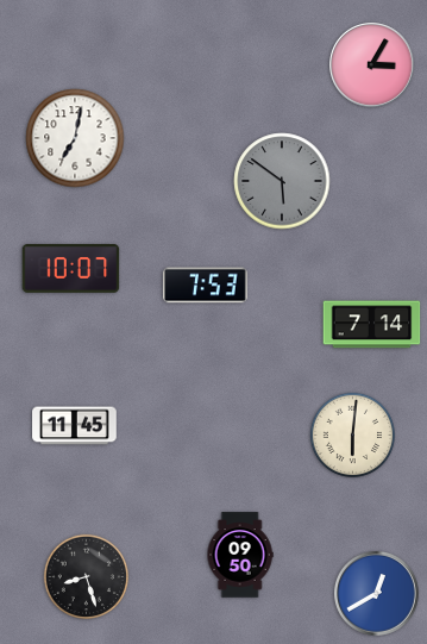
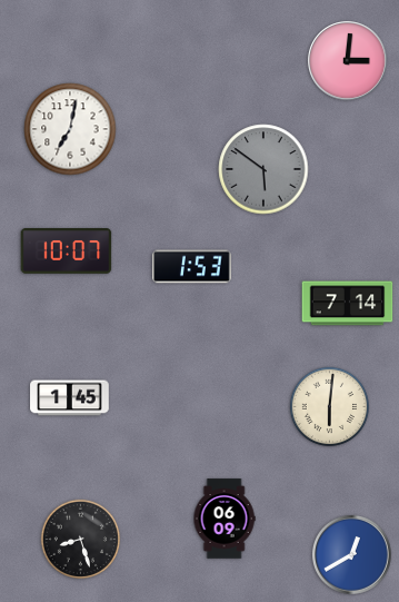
clock at (372, 65): 3:05 -> 3:01
clock at (206, 286): 7:53 -> 1:53
clock at (75, 426): 11:45 -> 1:45
clock at (240, 555): 09:50 -> 06:09
